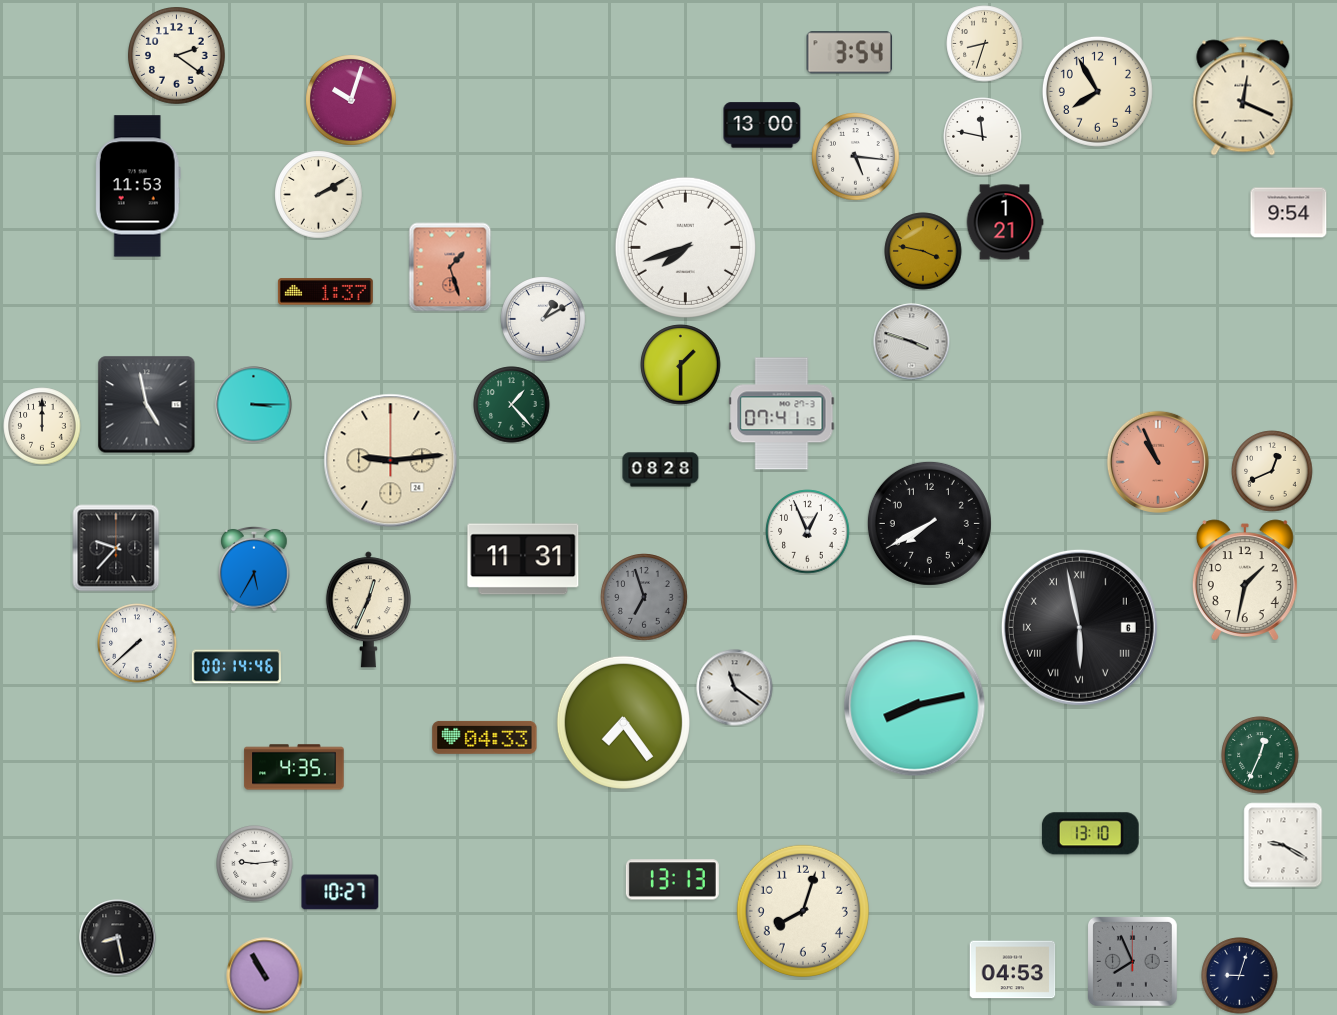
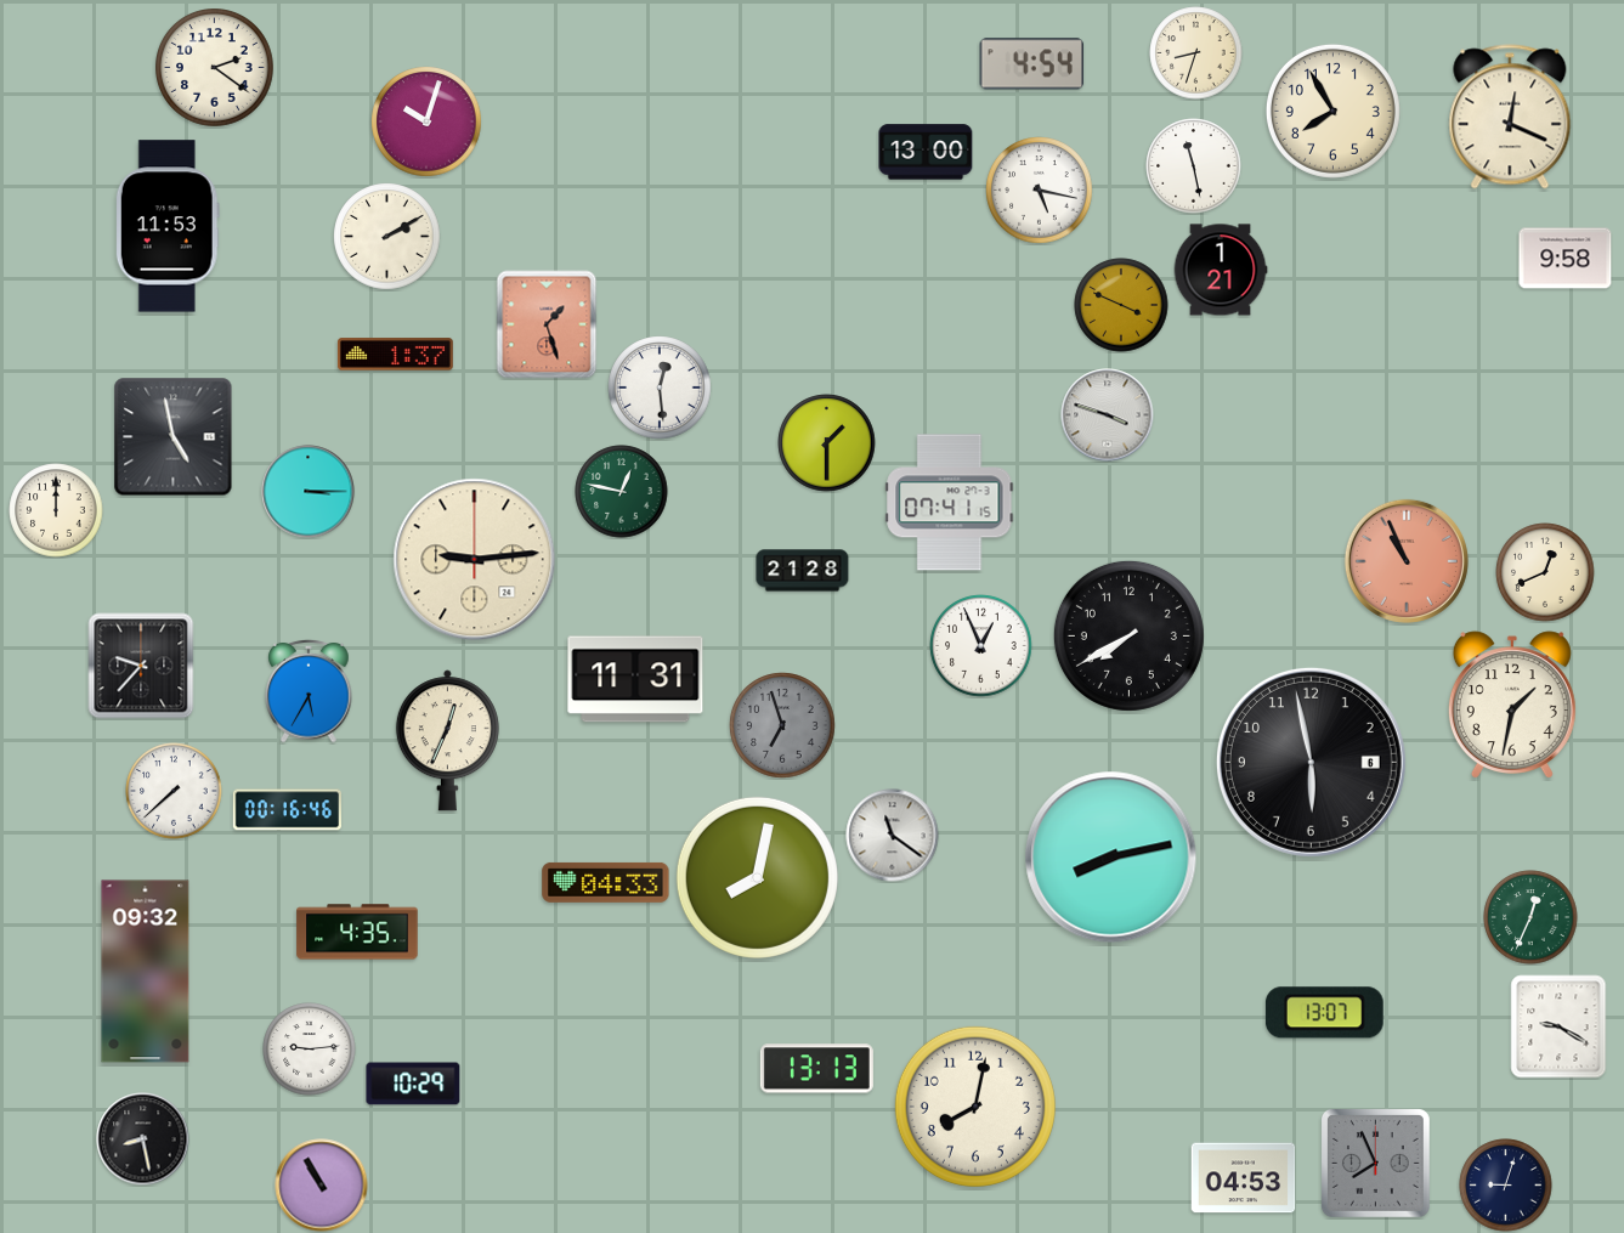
clock at (850, 53): 3:54 -> 4:54
clock at (983, 137): 11:47 -> 11:28
clock at (856, 157): 5:16 -> 5:17
clock at (1289, 213): 9:54 -> 9:58
clock at (685, 247): 7:42 -> none
clock at (923, 251): 3:47 -> 3:49
clock at (543, 319): 1:10 -> 12:29
clock at (147, 405) position: (147, 405) -> (174, 437)
clock at (512, 405): 1:23 -> 12:47
clock at (42, 426) position: (42, 426) -> (56, 510)
clock at (661, 470): 08:28 -> 21:28
clock at (1079, 627) numerals: Roman -> Arabic
clock at (137, 643) position: (137, 643) -> (174, 791)
clock at (236, 667): 00:14 -> 00:16
clock at (623, 722): 7:24 -> 8:02
clock at (485, 737) position: (485, 737) -> (606, 882)
clock at (146, 972): none -> 09:32
clock at (1090, 834): 13:10 -> 13:07
clock at (340, 892): 10:27 -> 10:29
clock at (803, 911): 8:03 -> 8:02
clock at (1132, 961) position: (1132, 961) -> (1375, 1163)
clock at (1013, 970) position: (1013, 970) -> (1244, 1178)
